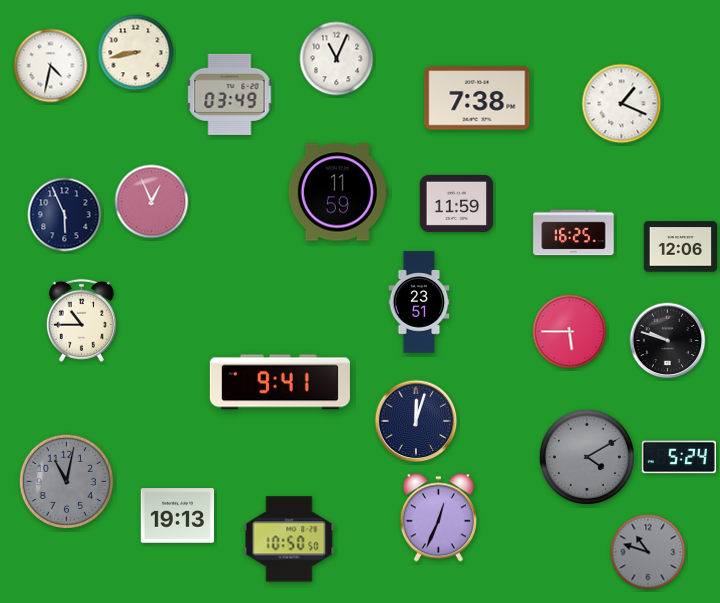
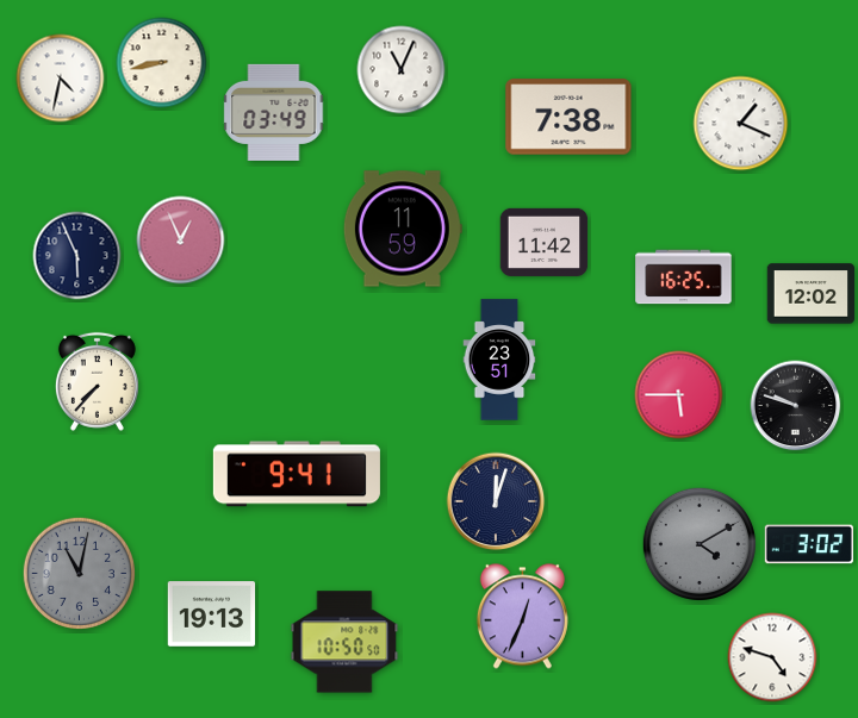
clock at (457, 203): 11:59 -> 11:42
clock at (681, 247): 12:06 -> 12:02
clock at (81, 320): 10:45 -> 7:37
clock at (280, 382) position: (280, 382) -> (297, 474)
clock at (679, 457): 5:24 -> 3:02
clock at (648, 552): 10:48 -> 4:48
clock at (648, 552) dial: grey -> white
